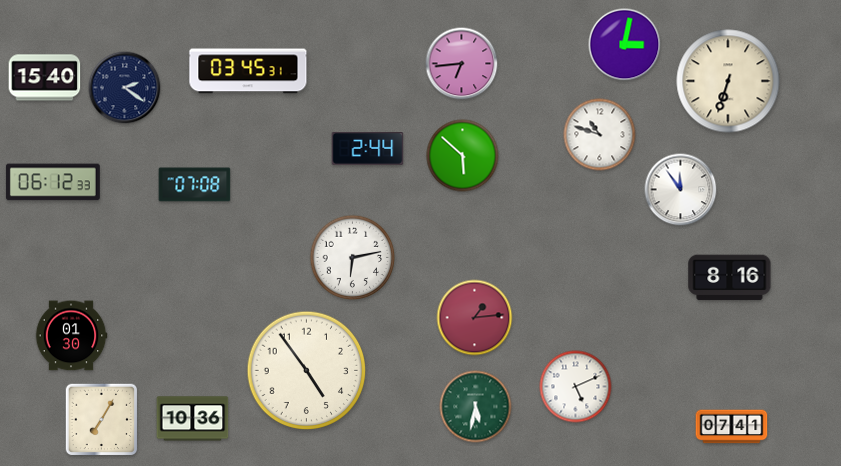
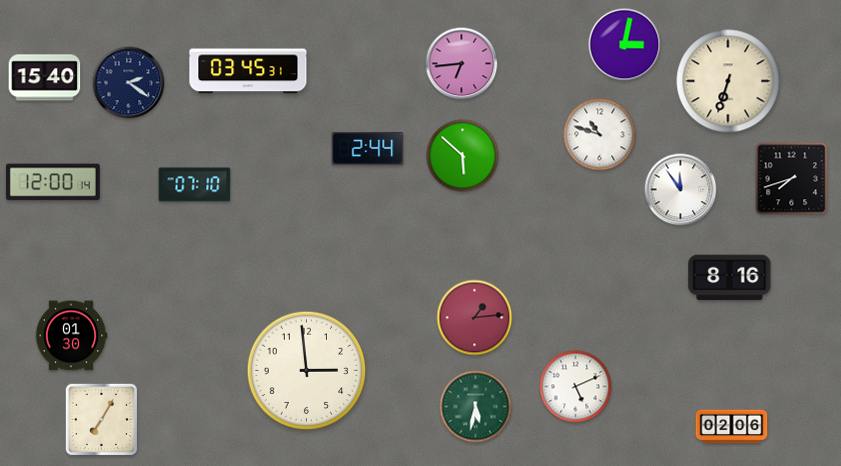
clock at (125, 88) position: (125, 88) -> (129, 83)
clock at (792, 179): none -> 7:42
clock at (53, 182): 06:12 -> 12:00
clock at (195, 185): 07:08 -> 07:10
clock at (353, 258): 6:13 -> none
clock at (307, 371): 4:54 -> 2:59
clock at (193, 419): 10:36 -> none
clock at (732, 427): 07:41 -> 02:06
